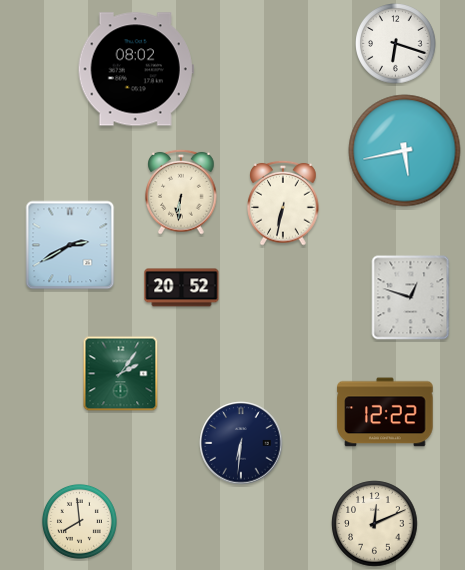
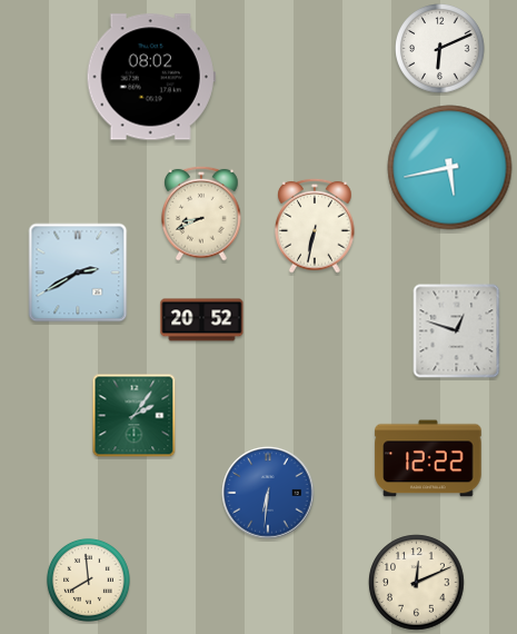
clock at (396, 44): 6:18 -> 6:11
clock at (181, 192): 6:31 -> 8:41
clock at (241, 443) dial: navy -> blue
